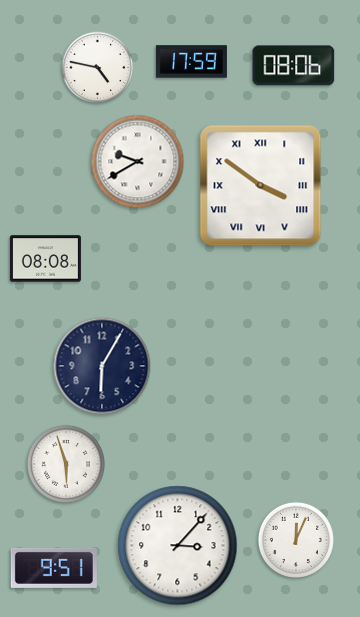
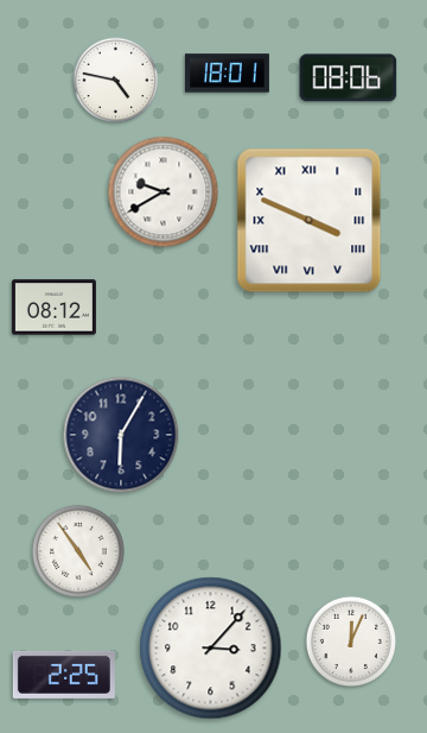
clock at (191, 62): 17:59 -> 18:01
clock at (261, 186): 3:51 -> 3:49
clock at (45, 259): 08:08 -> 08:12
clock at (66, 464): 5:57 -> 4:54
clock at (54, 568): 9:51 -> 2:25
